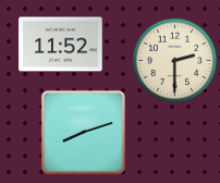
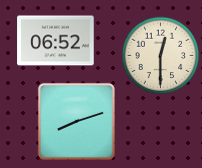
clock at (61, 45): 11:52 -> 06:52
clock at (174, 60): 2:30 -> 12:30
